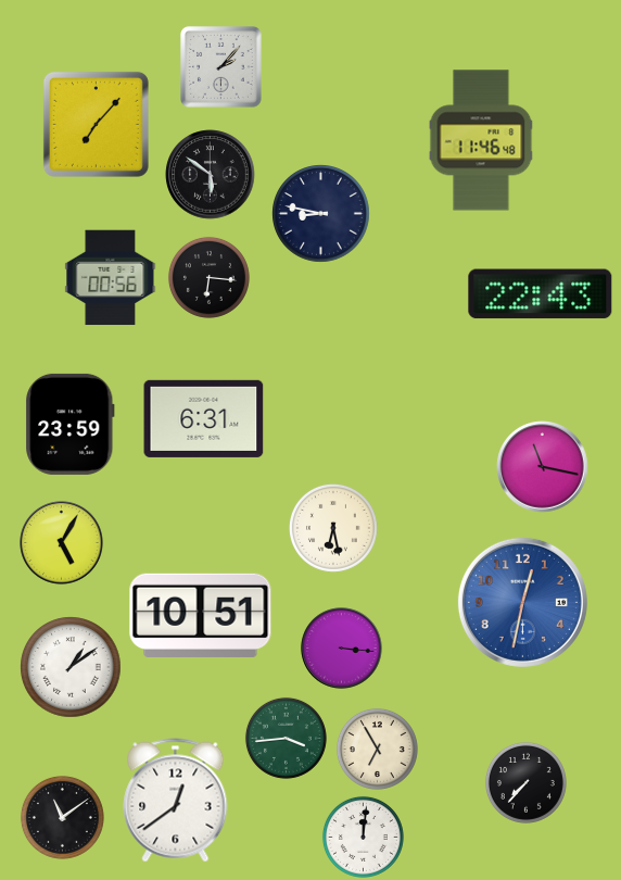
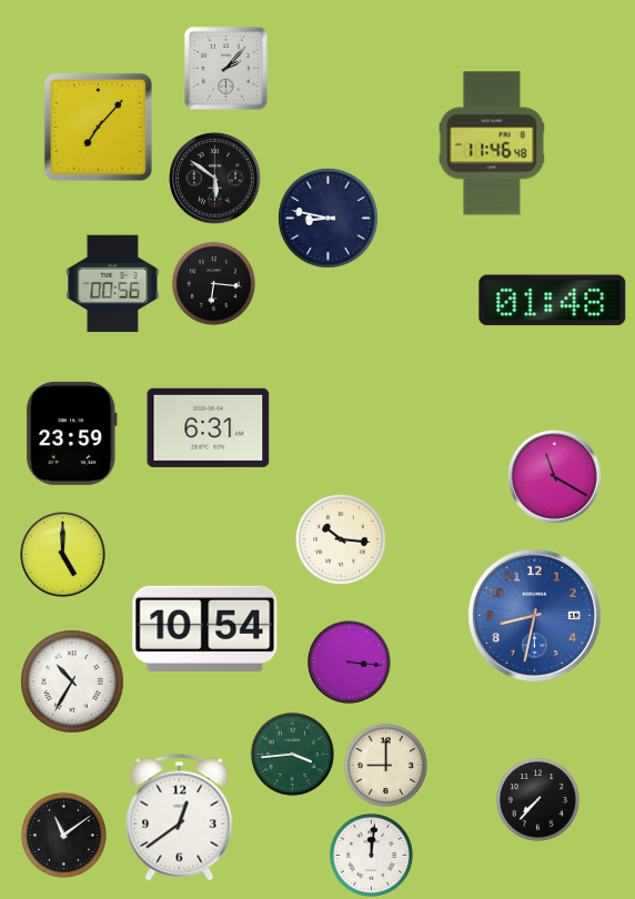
clock at (541, 294): 22:43 -> 01:48
clock at (543, 467): 11:17 -> 11:20
clock at (333, 528): 6:28 -> 10:16
clock at (62, 543): 5:05 -> 5:00
clock at (522, 602): 12:32 -> 8:32
clock at (201, 615): 10:51 -> 10:54
clock at (71, 667): 1:09 -> 10:35
clock at (377, 749): 6:55 -> 9:00
